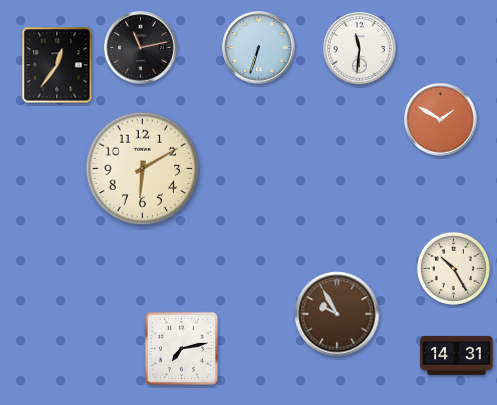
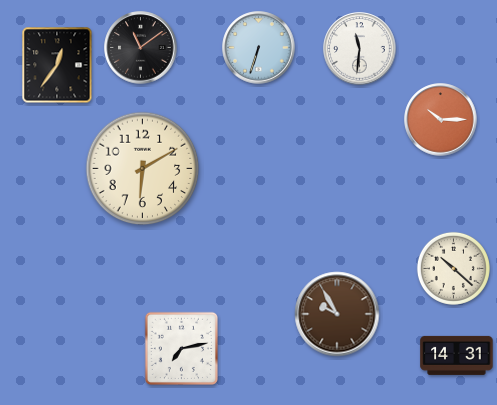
clock at (141, 48): 11:13 -> 11:09
clock at (441, 120): 1:50 -> 10:15
clock at (453, 268): 10:25 -> 10:22
